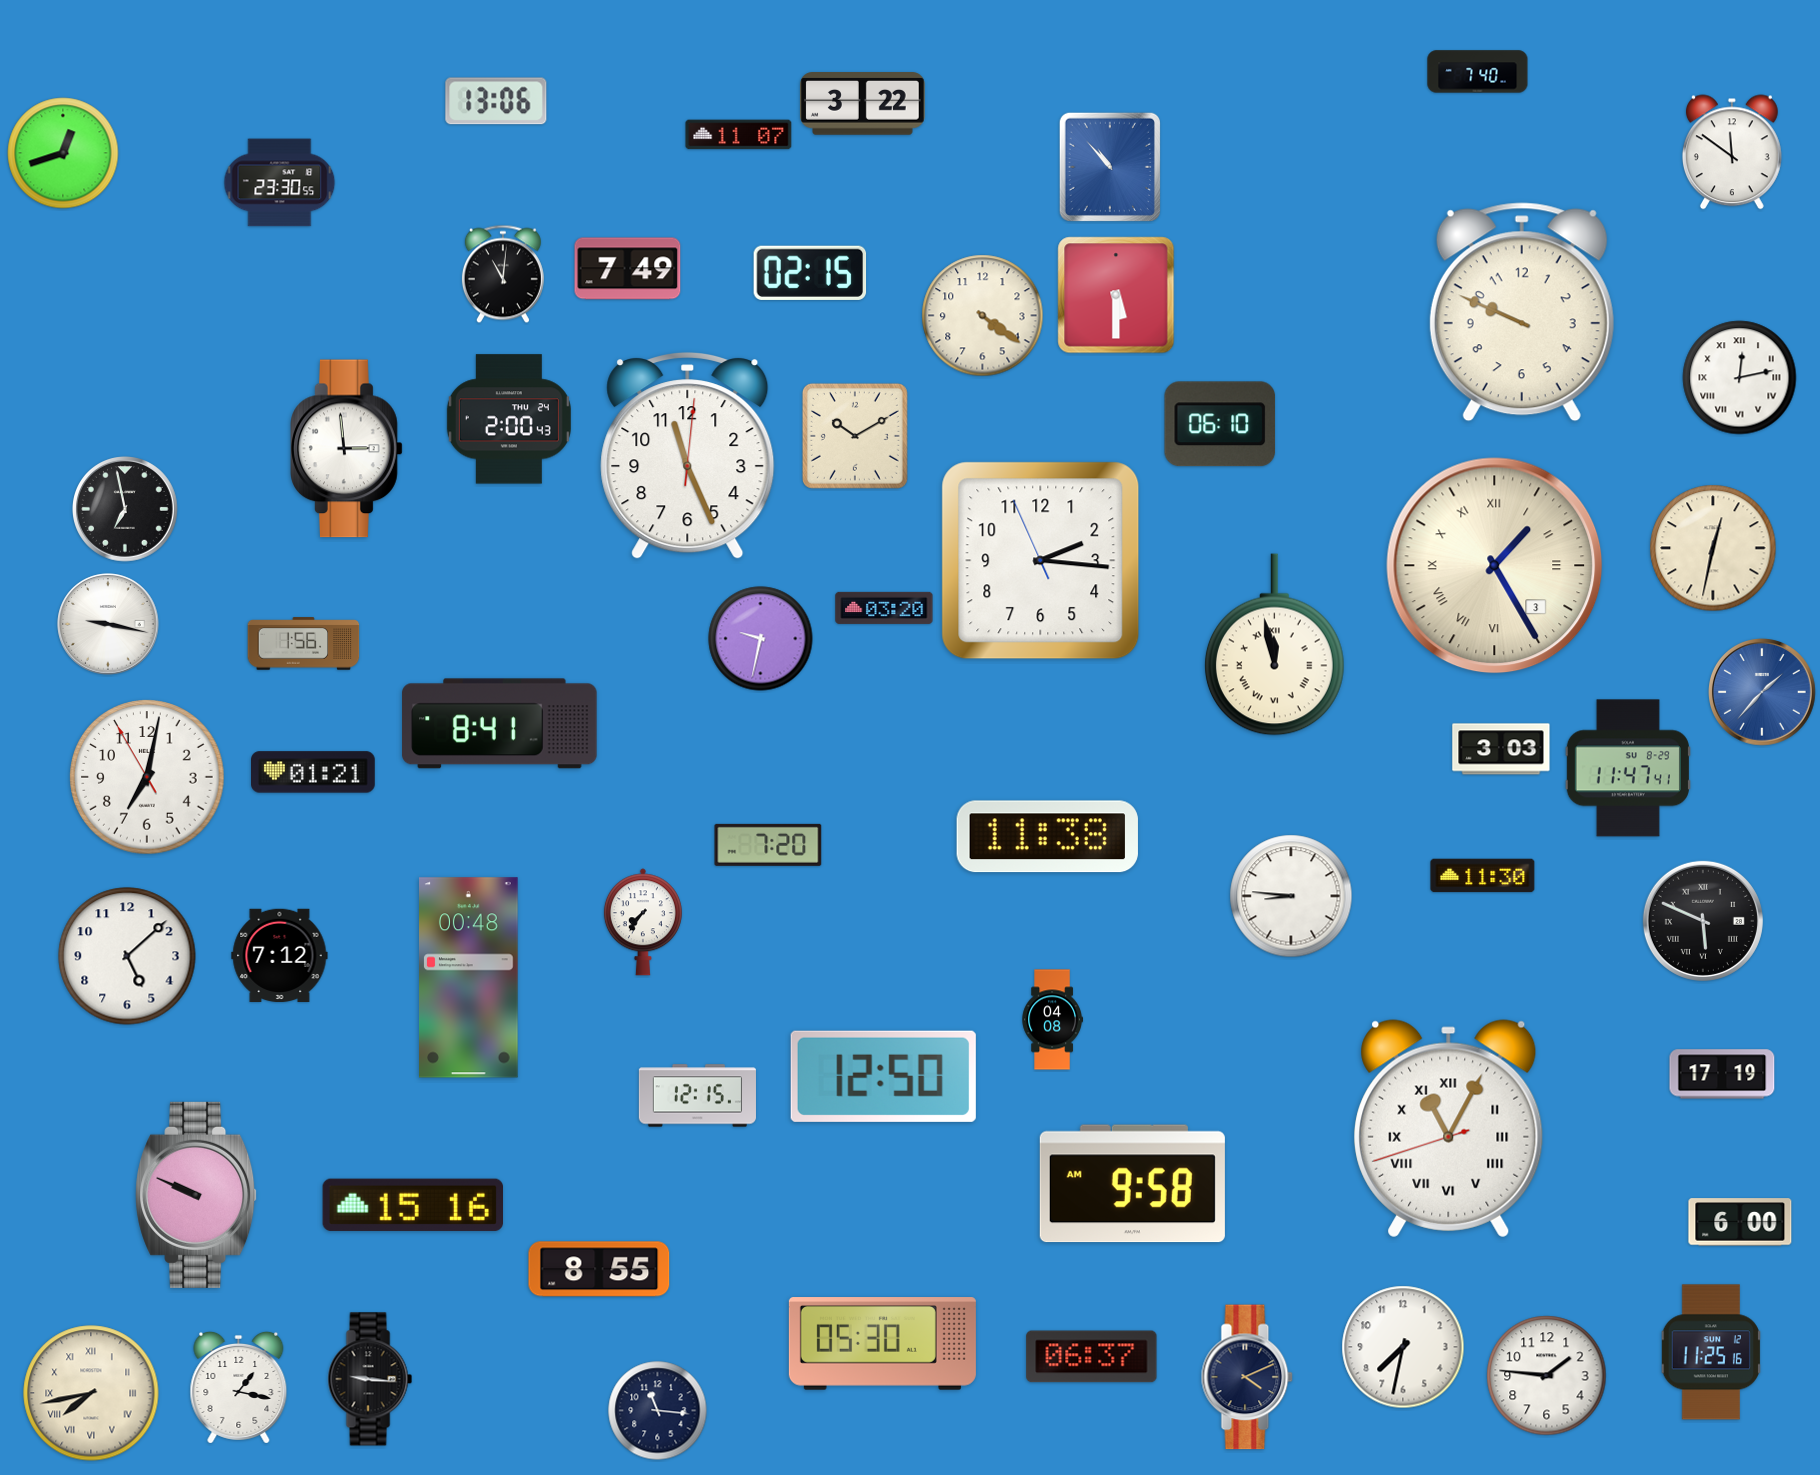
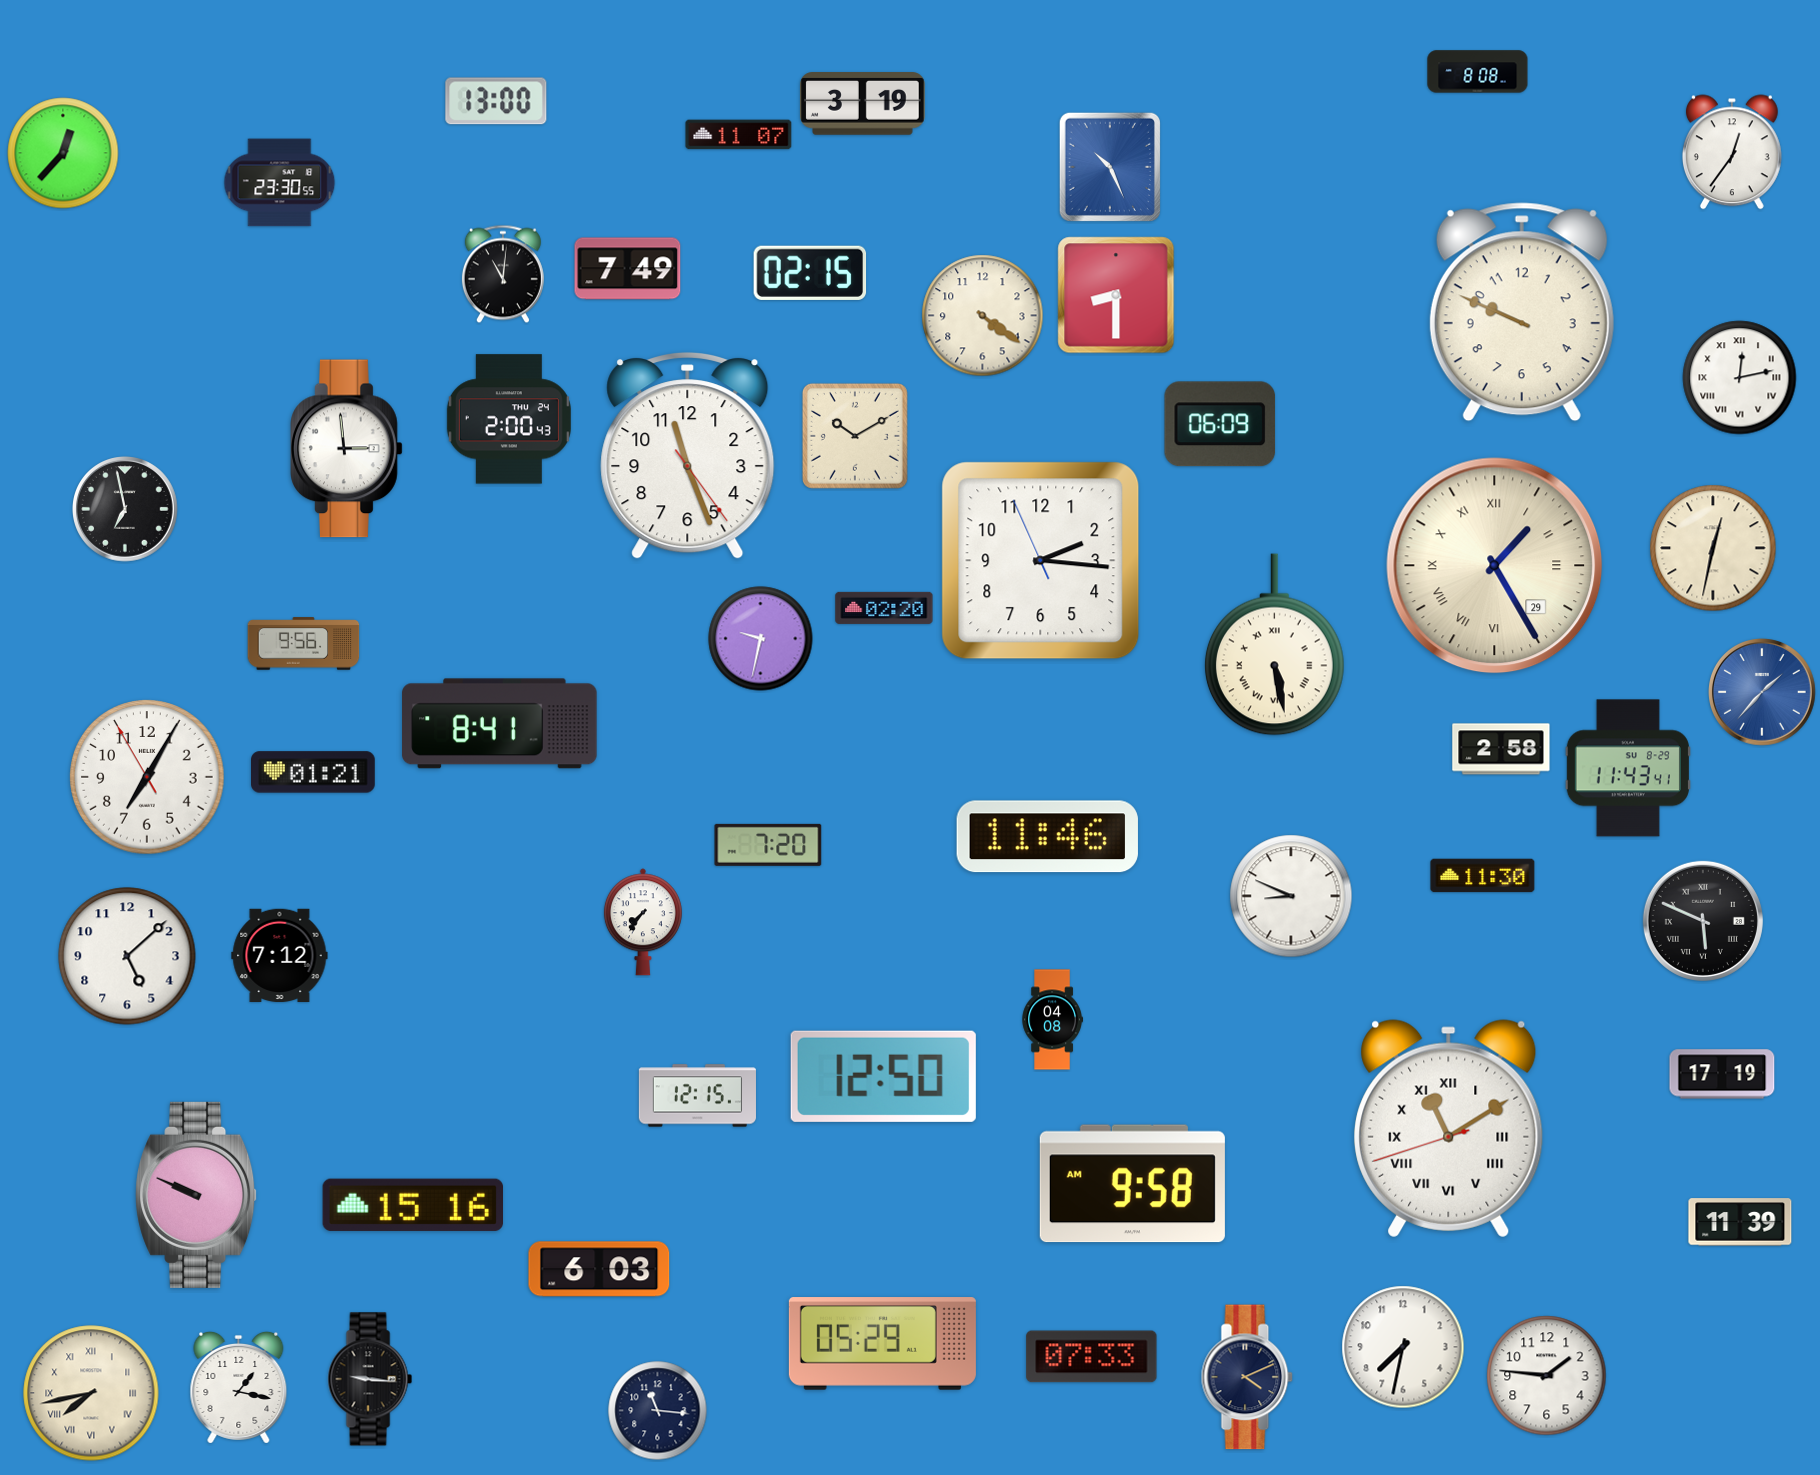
clock at (1478, 72): 7:40 -> 8:08
clock at (496, 101): 13:06 -> 13:00
clock at (863, 104): 3:22 -> 3:19
clock at (1732, 152): 11:51 -> 12:36
clock at (63, 153): 12:42 -> 12:37
clock at (1110, 166): 10:53 -> 10:26
clock at (1116, 295): 5:30 -> 8:30
clock at (1220, 424): 06:10 -> 06:09
clock at (688, 456): 11:26:01 -> 11:26:24
clock at (1495, 566) date: 3 -> 29
clock at (884, 608): 03:20 -> 02:20
clock at (108, 624): 9:17 -> none
clock at (304, 644): 1:56 -> 9:56
clock at (1274, 645): 11:58 -> 5:28
clock at (1501, 749): 3:03 -> 2:58
clock at (1628, 768): 11:47 -> 11:43
clock at (147, 777): 7:01 -> 7:04
clock at (1047, 837): 11:38 -> 11:46
clock at (1291, 896): 8:46 -> 8:49
clock at (469, 978): 00:48 -> none
clock at (1449, 1129): 11:04 -> 11:09
clock at (1740, 1222): 6:00 -> 11:39
clock at (599, 1269): 8:55 -> 6:03
clock at (882, 1344): 05:30 -> 05:29
clock at (1710, 1352): 11:25 -> none
clock at (1092, 1357): 06:37 -> 07:33
